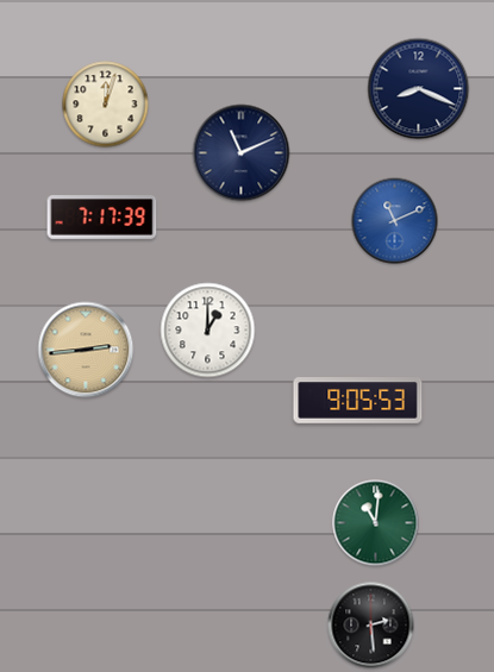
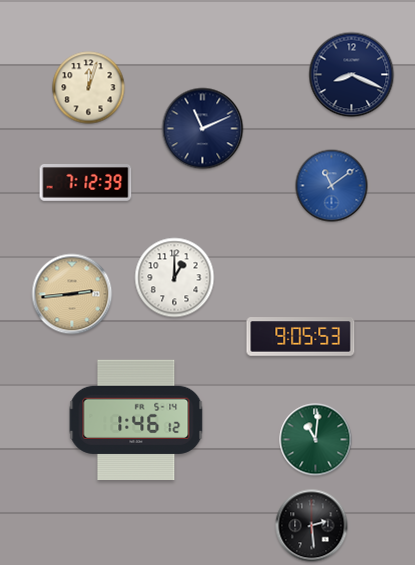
clock at (102, 218): 7:17 -> 7:12
clock at (395, 221): 11:11 -> 11:09
clock at (136, 420): none -> 1:46
